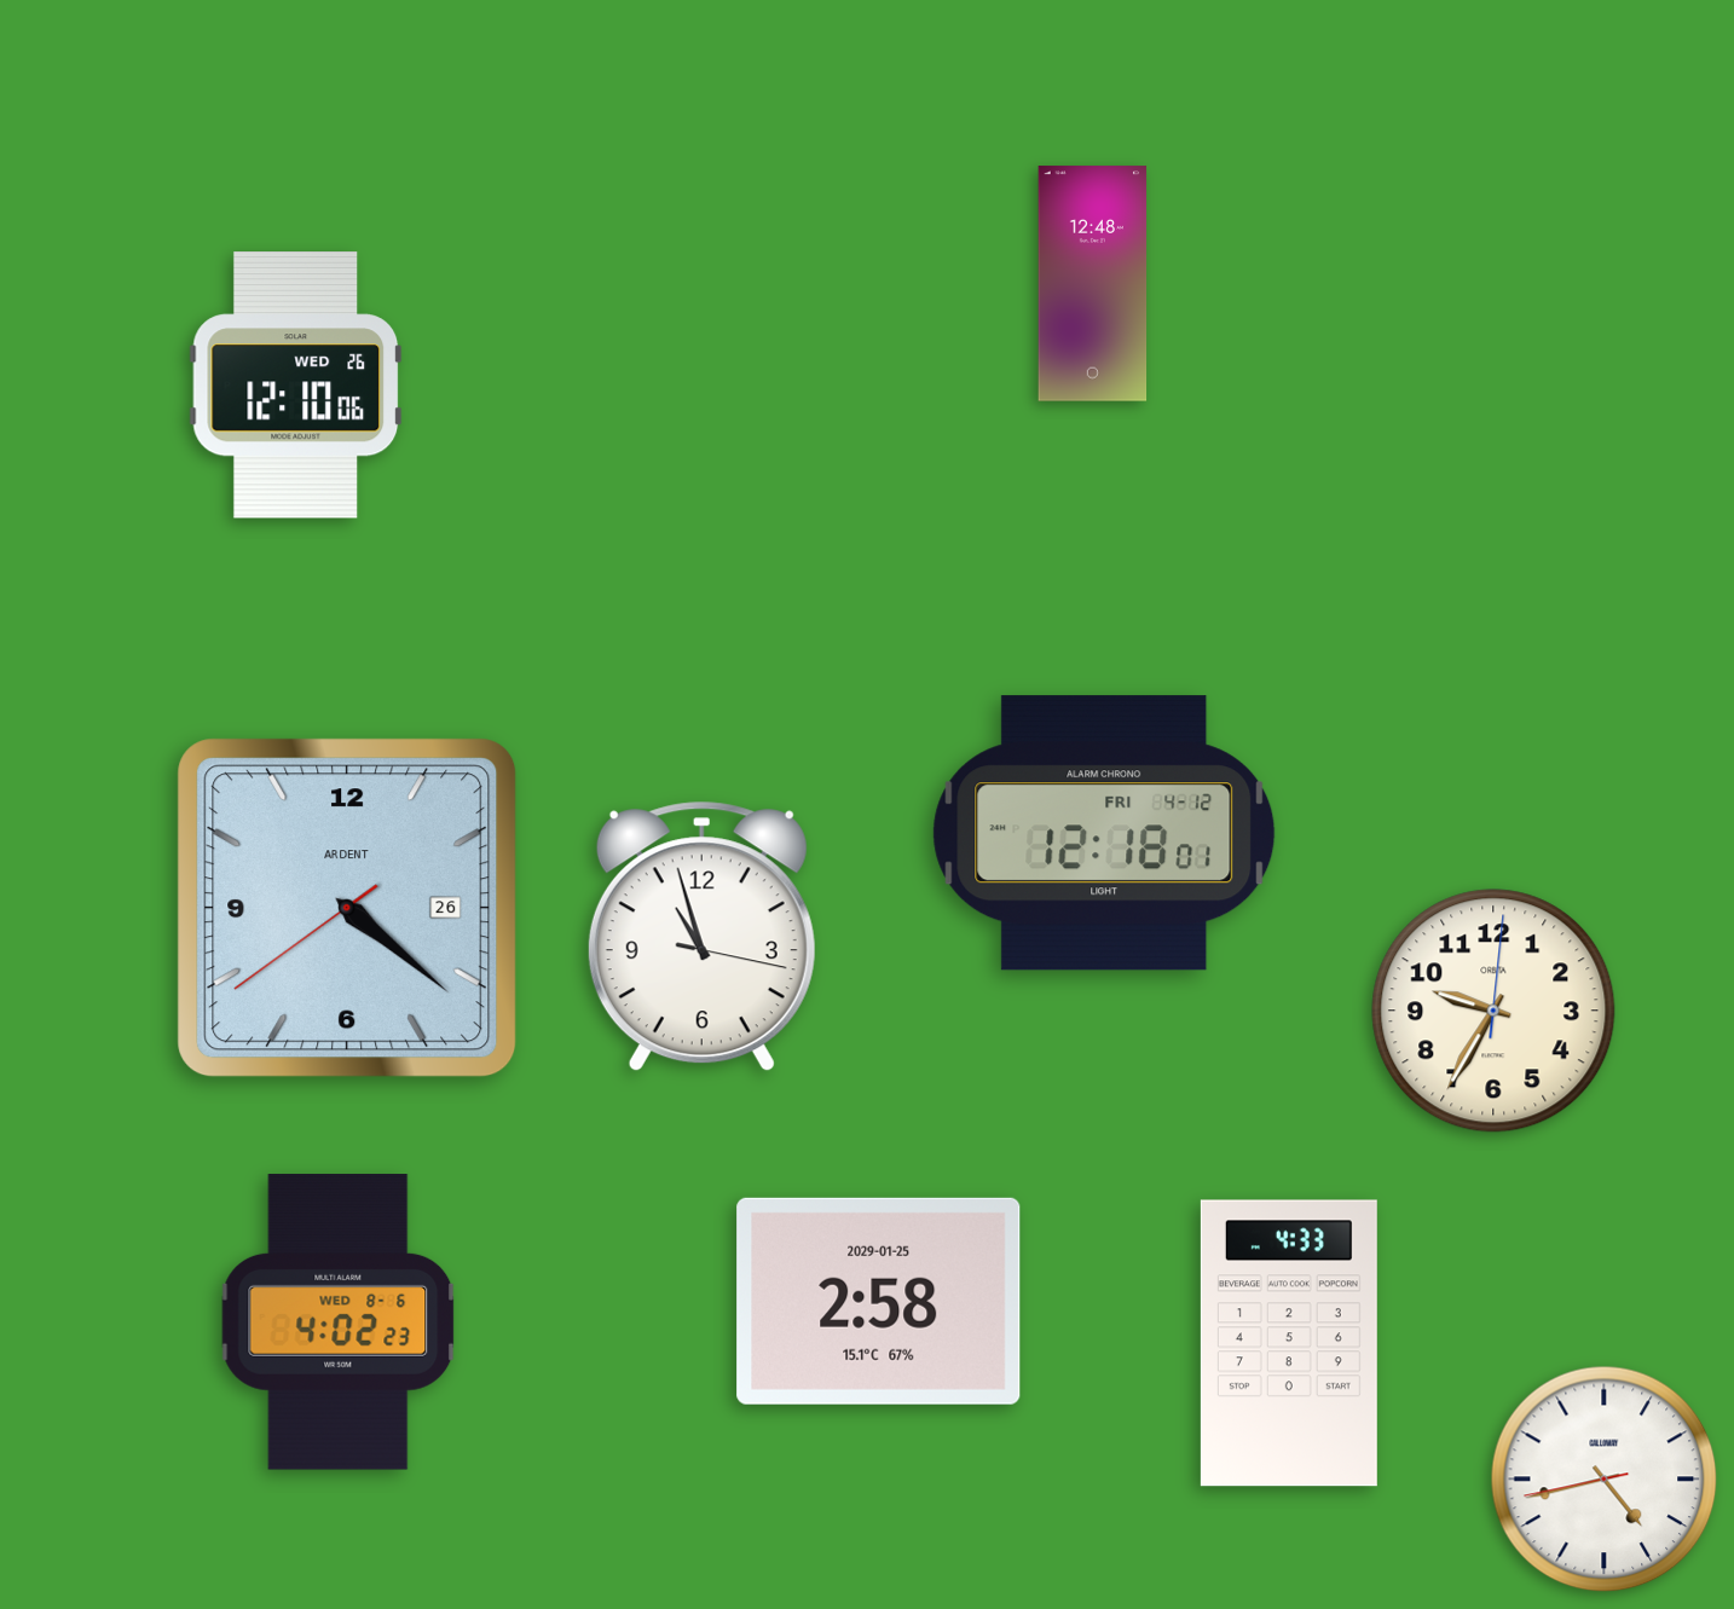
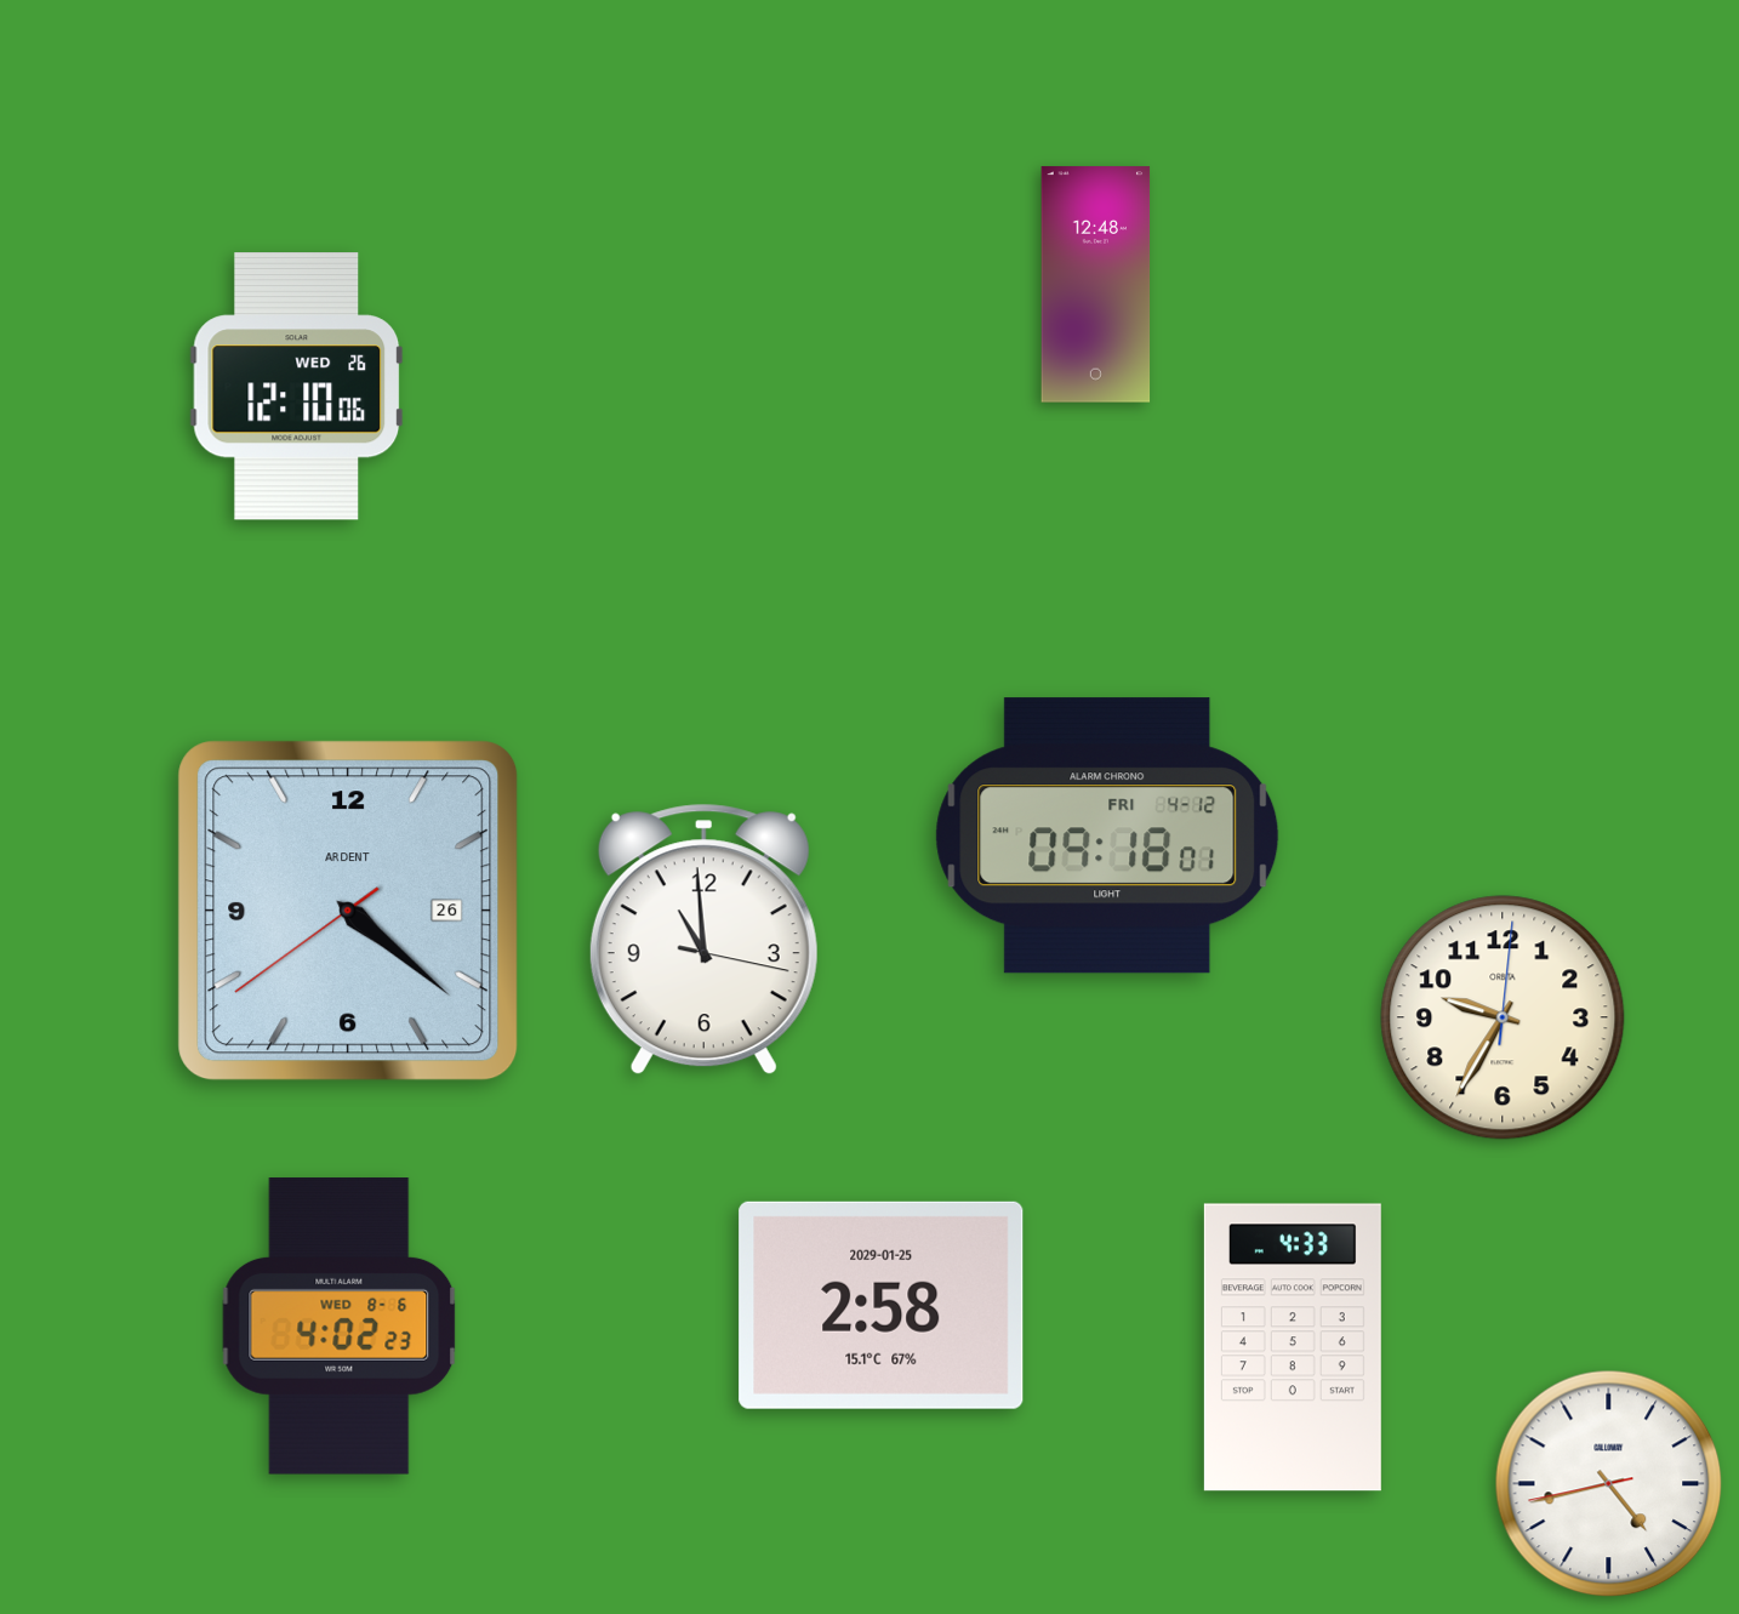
clock at (1104, 833): 12:18 -> 09:18
clock at (701, 937): 10:57 -> 10:59
clock at (1493, 1011) position: (1493, 1011) -> (1503, 1017)
